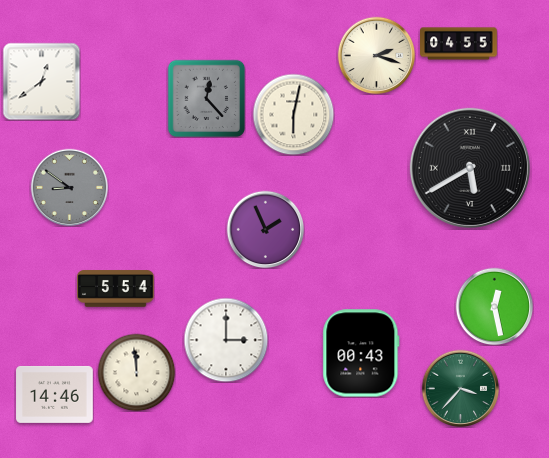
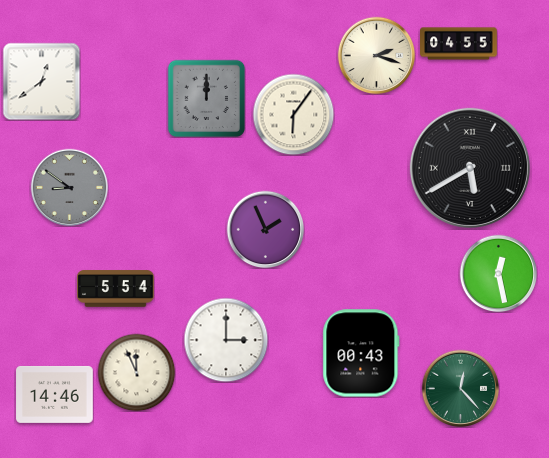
clock at (206, 98): 12:23 -> 12:00
clock at (293, 114): 6:02 -> 6:06
clock at (494, 306) position: (494, 306) -> (498, 273)
clock at (136, 372): 11:59 -> 11:56
clock at (460, 388): 3:37 -> 12:23
